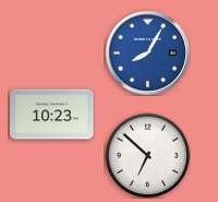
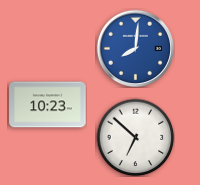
clock at (147, 52): 8:05 -> 8:01
clock at (147, 155) position: (147, 155) -> (135, 137)
